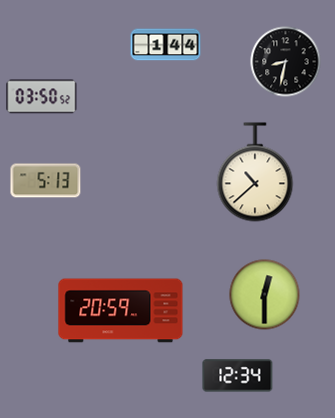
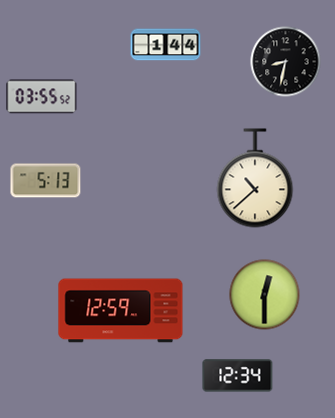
clock at (42, 97): 03:50 -> 03:55
clock at (255, 172) position: (255, 172) -> (255, 178)
clock at (121, 311): 20:59 -> 12:59
